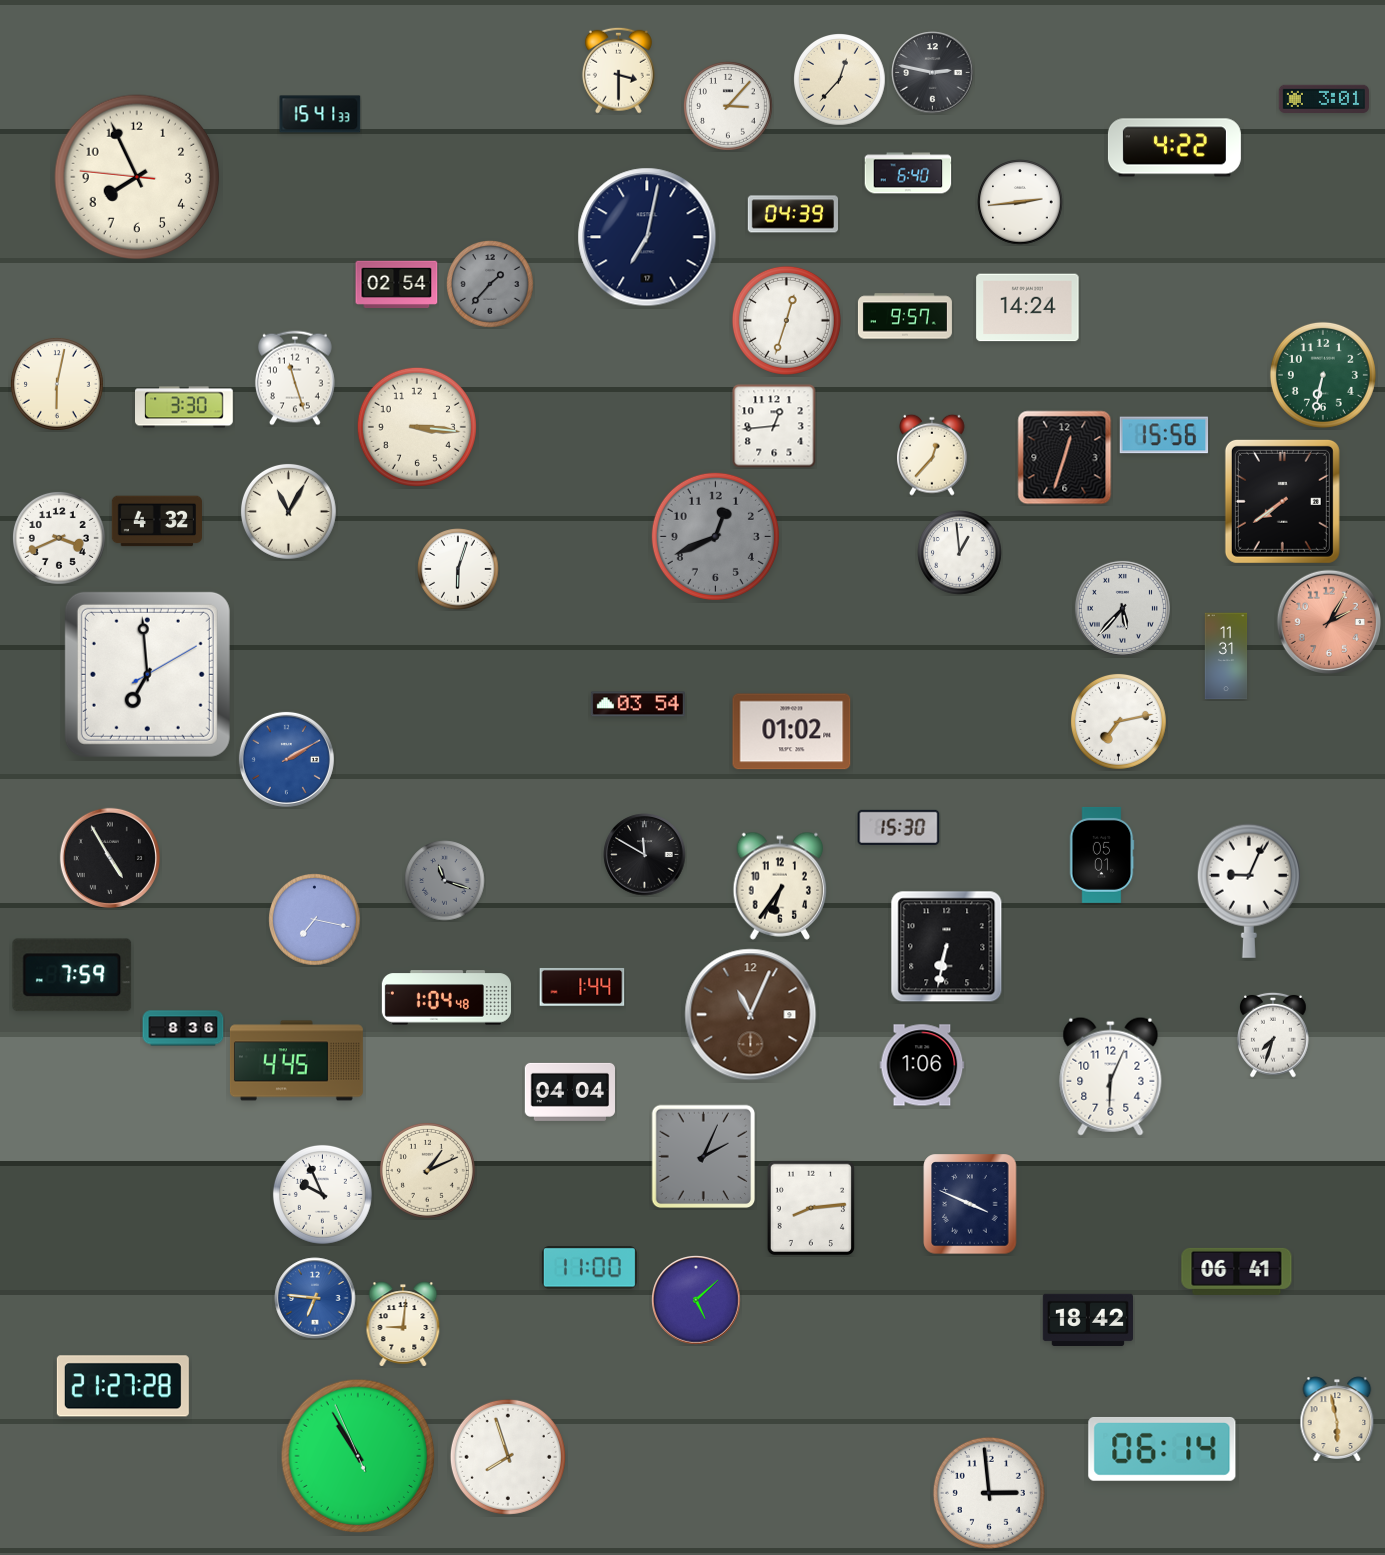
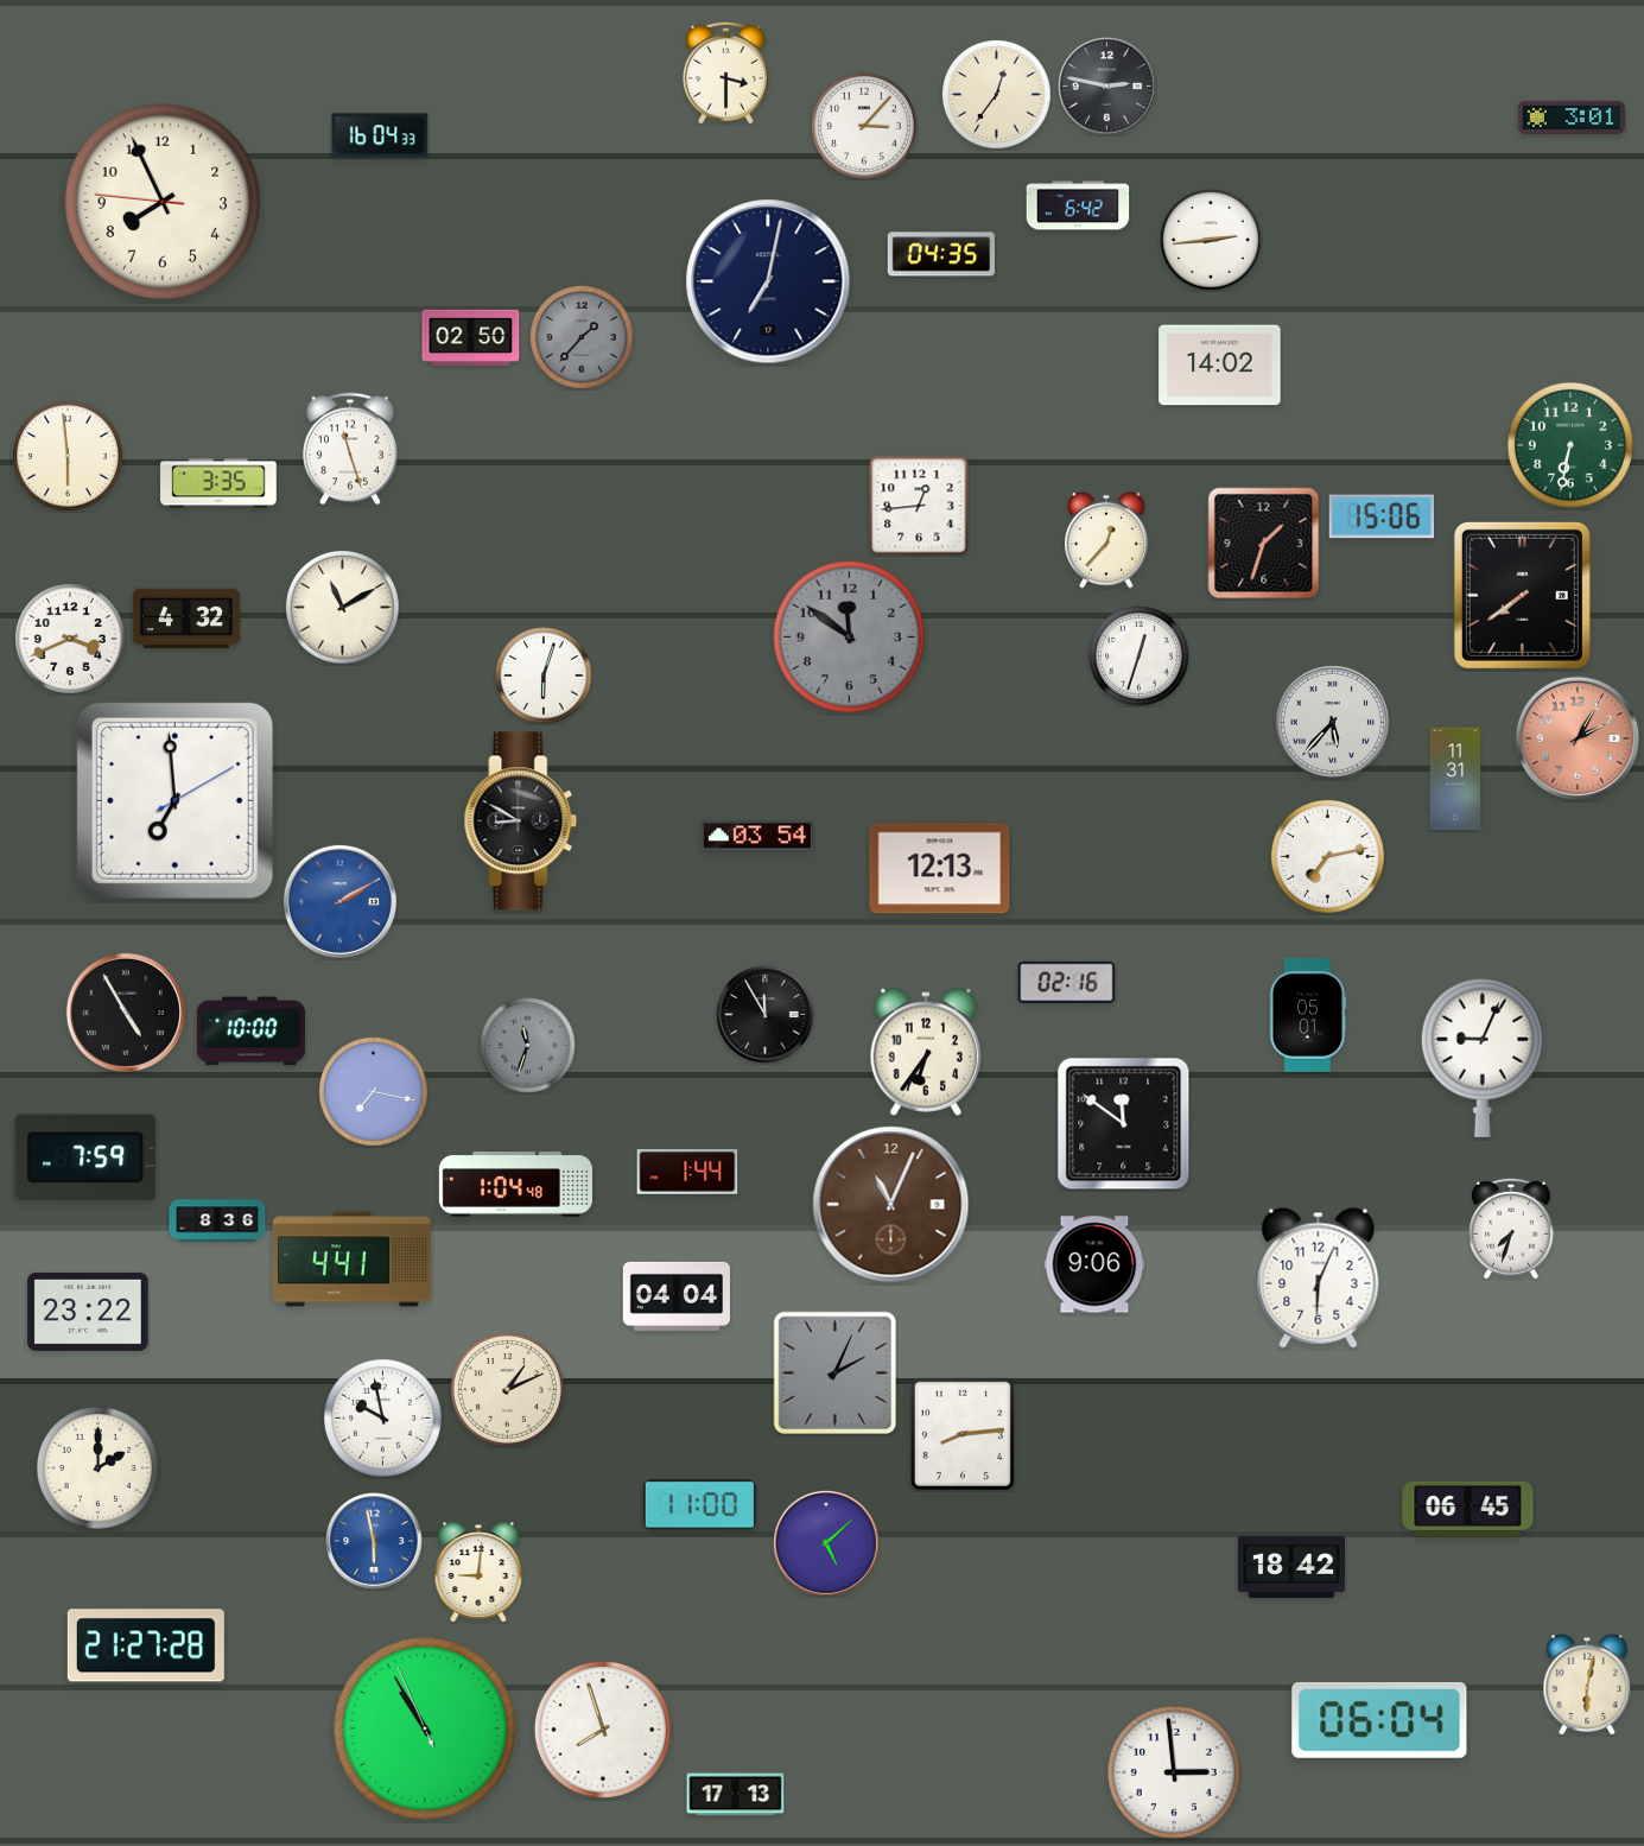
clock at (618, 70) position: (618, 70) -> (725, 72)
clock at (840, 80): 12:37 -> 12:36
clock at (320, 114): 15:41 -> 16:04
clock at (1174, 148): 4:22 -> none
clock at (908, 173): 6:40 -> 6:42
clock at (137, 177) position: (137, 177) -> (163, 202)
clock at (792, 214): 04:39 -> 04:35
clock at (397, 284): 02:54 -> 02:50
clock at (1028, 308): 14:24 -> 14:02
clock at (905, 316): 9:57 -> none
clock at (786, 320): 12:33 -> none
clock at (58, 385): 6:02 -> 5:59
clock at (185, 407): 3:30 -> 3:35
clock at (417, 427): 3:16 -> none
clock at (1164, 435): 15:56 -> 15:06
clock at (1065, 458): 12:33 -> 1:33
clock at (288, 511): 11:05 -> 11:10
clock at (715, 536): 12:41 -> 11:51
clock at (960, 553): 12:59 -> 12:33
clock at (521, 821): none -> 8:50
clock at (792, 732): 01:02 -> 12:13
clock at (899, 827): 15:30 -> 02:16
clock at (645, 855): 11:50 -> 11:55
clock at (110, 858) position: (110, 858) -> (126, 1013)
clock at (250, 1032): none -> 10:00
clock at (445, 881): 11:18 -> 11:33
clock at (947, 947): 6:32 -> 11:51
clock at (582, 987) position: (582, 987) -> (687, 1172)
clock at (446, 998) position: (446, 998) -> (515, 1185)
clock at (296, 1061): 4:45 -> 4:41
clock at (922, 1065): 1:06 -> 9:06
clock at (88, 1312): none -> 23:22
clock at (322, 1194): 9:56 -> 9:58
clock at (970, 1204): 3:49 -> none
clock at (97, 1467): none -> 2:00
clock at (1237, 1271): 06:41 -> 06:45
clock at (315, 1298): 6:46 -> 5:58
clock at (1337, 1419): 5:58 -> 6:02
clock at (1162, 1449): 06:14 -> 06:04
clock at (736, 1795): none -> 17:13
